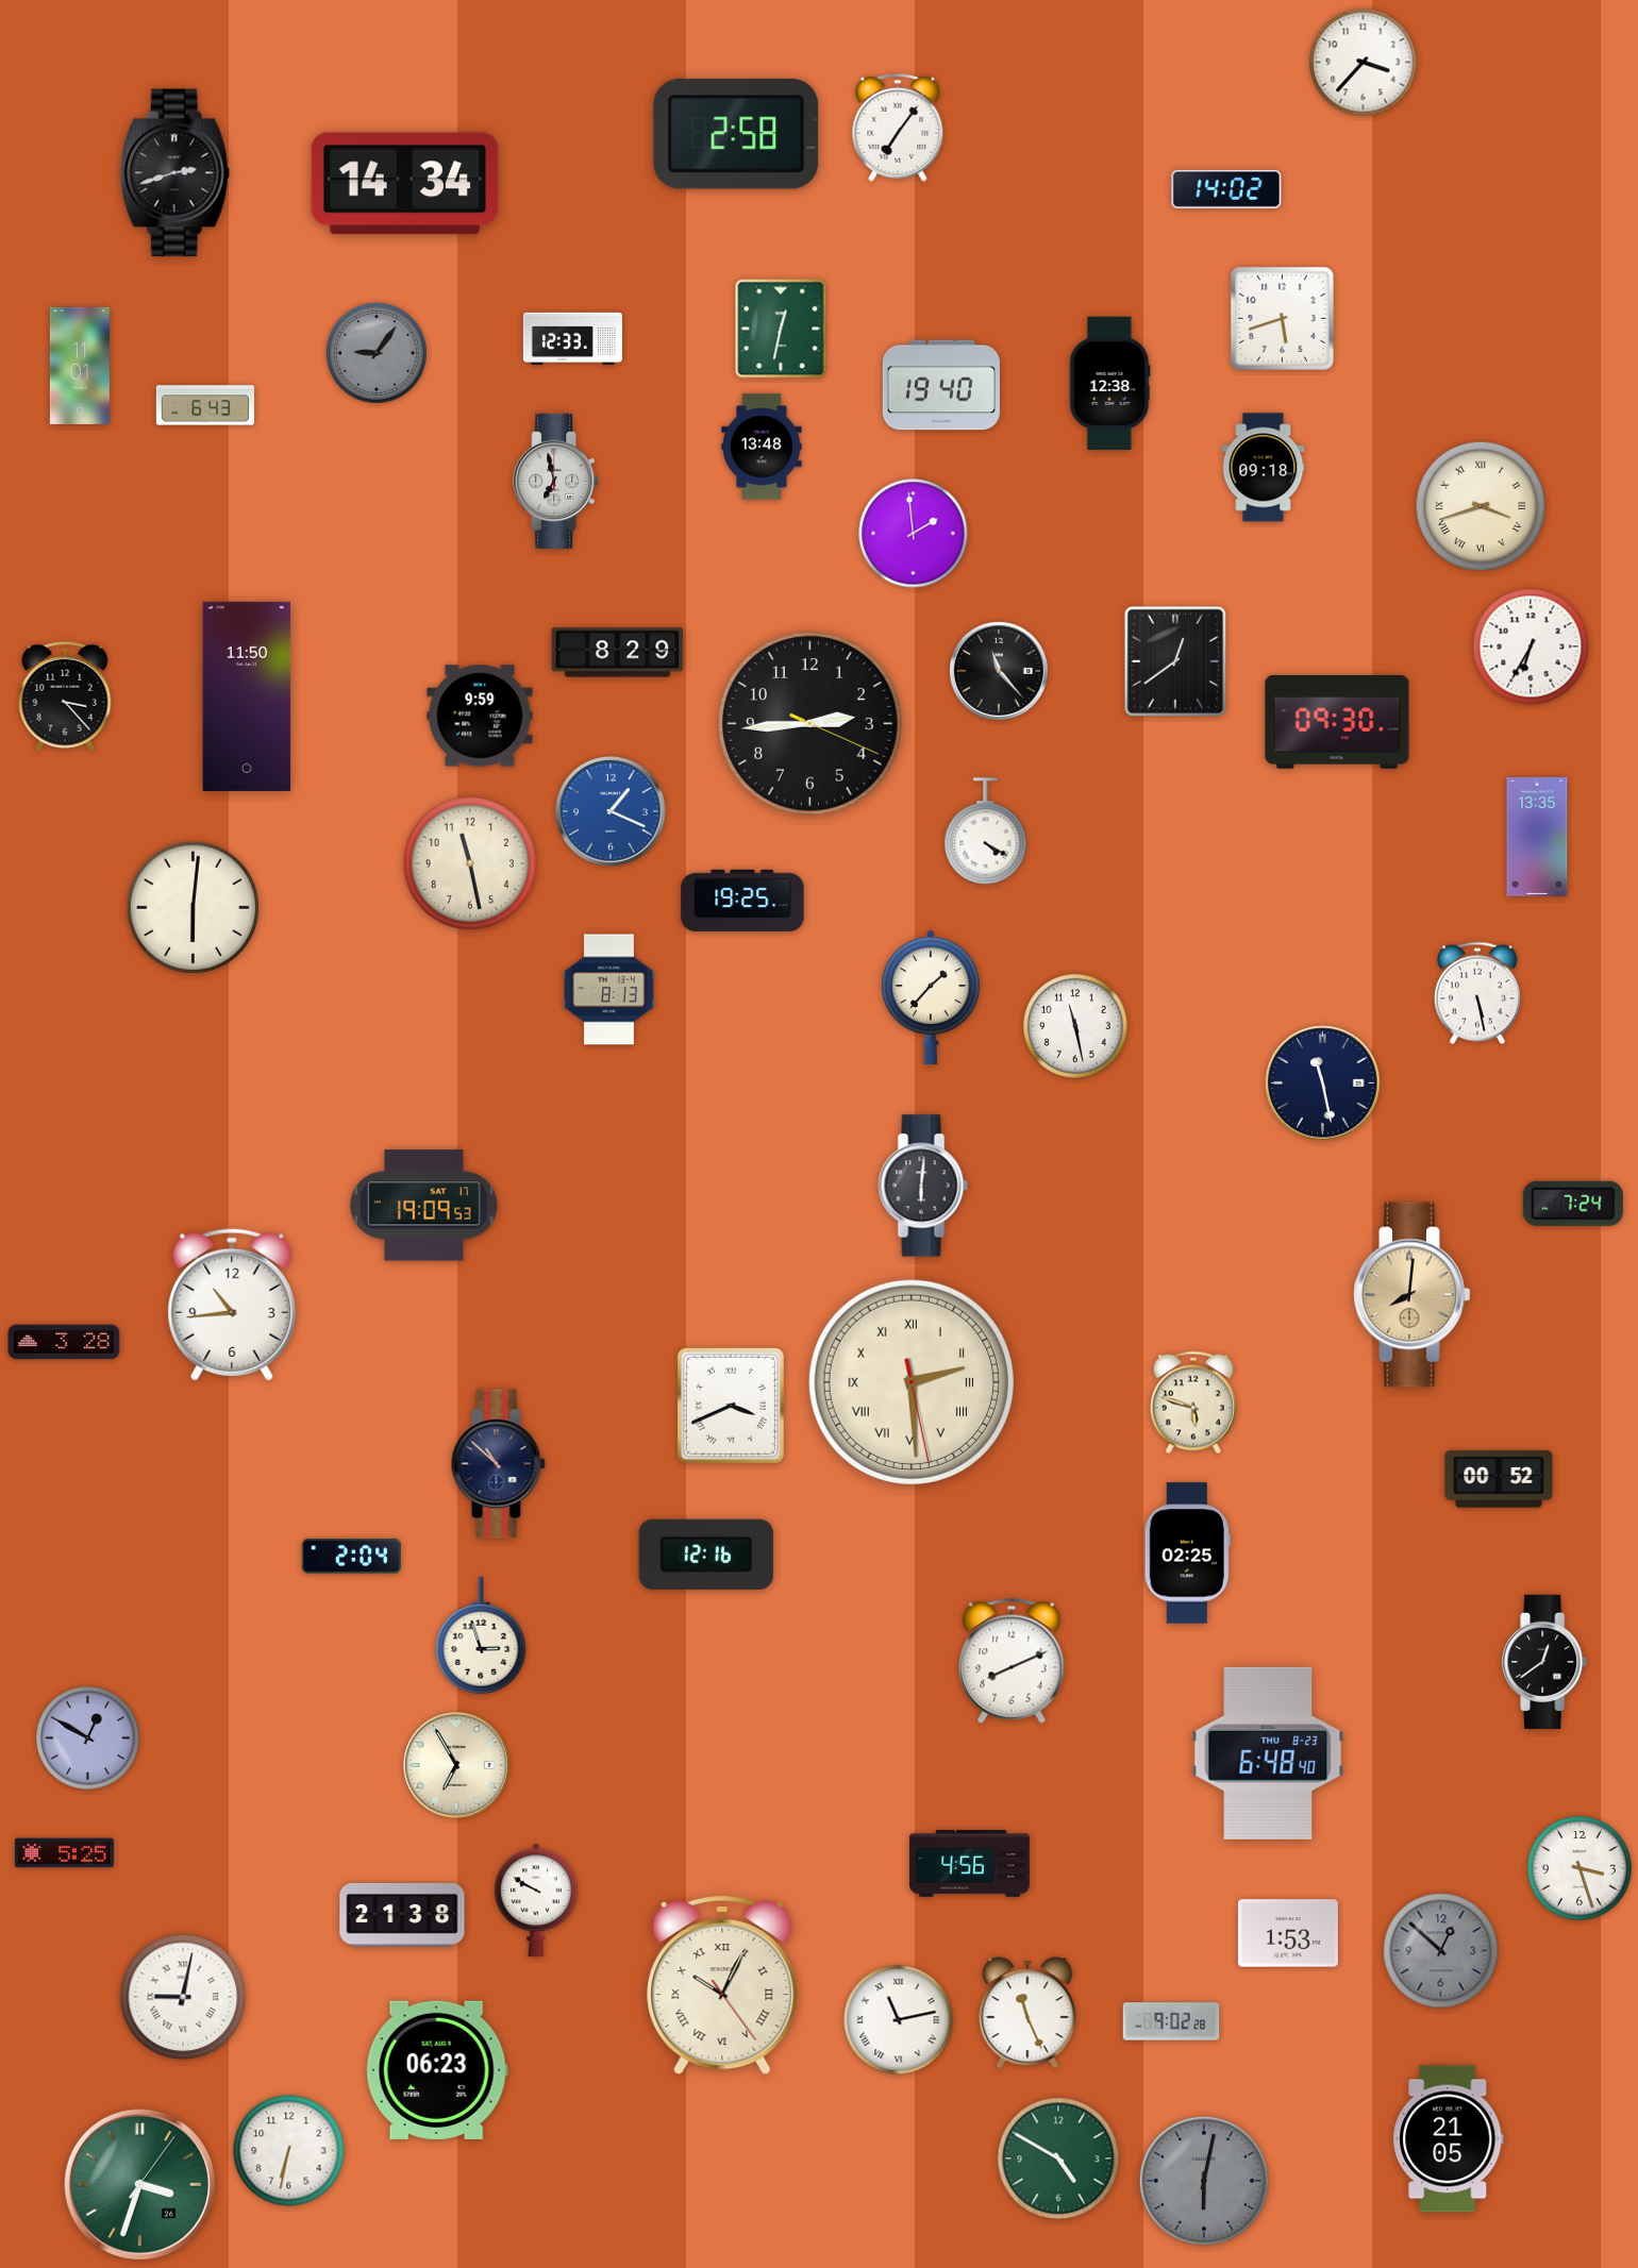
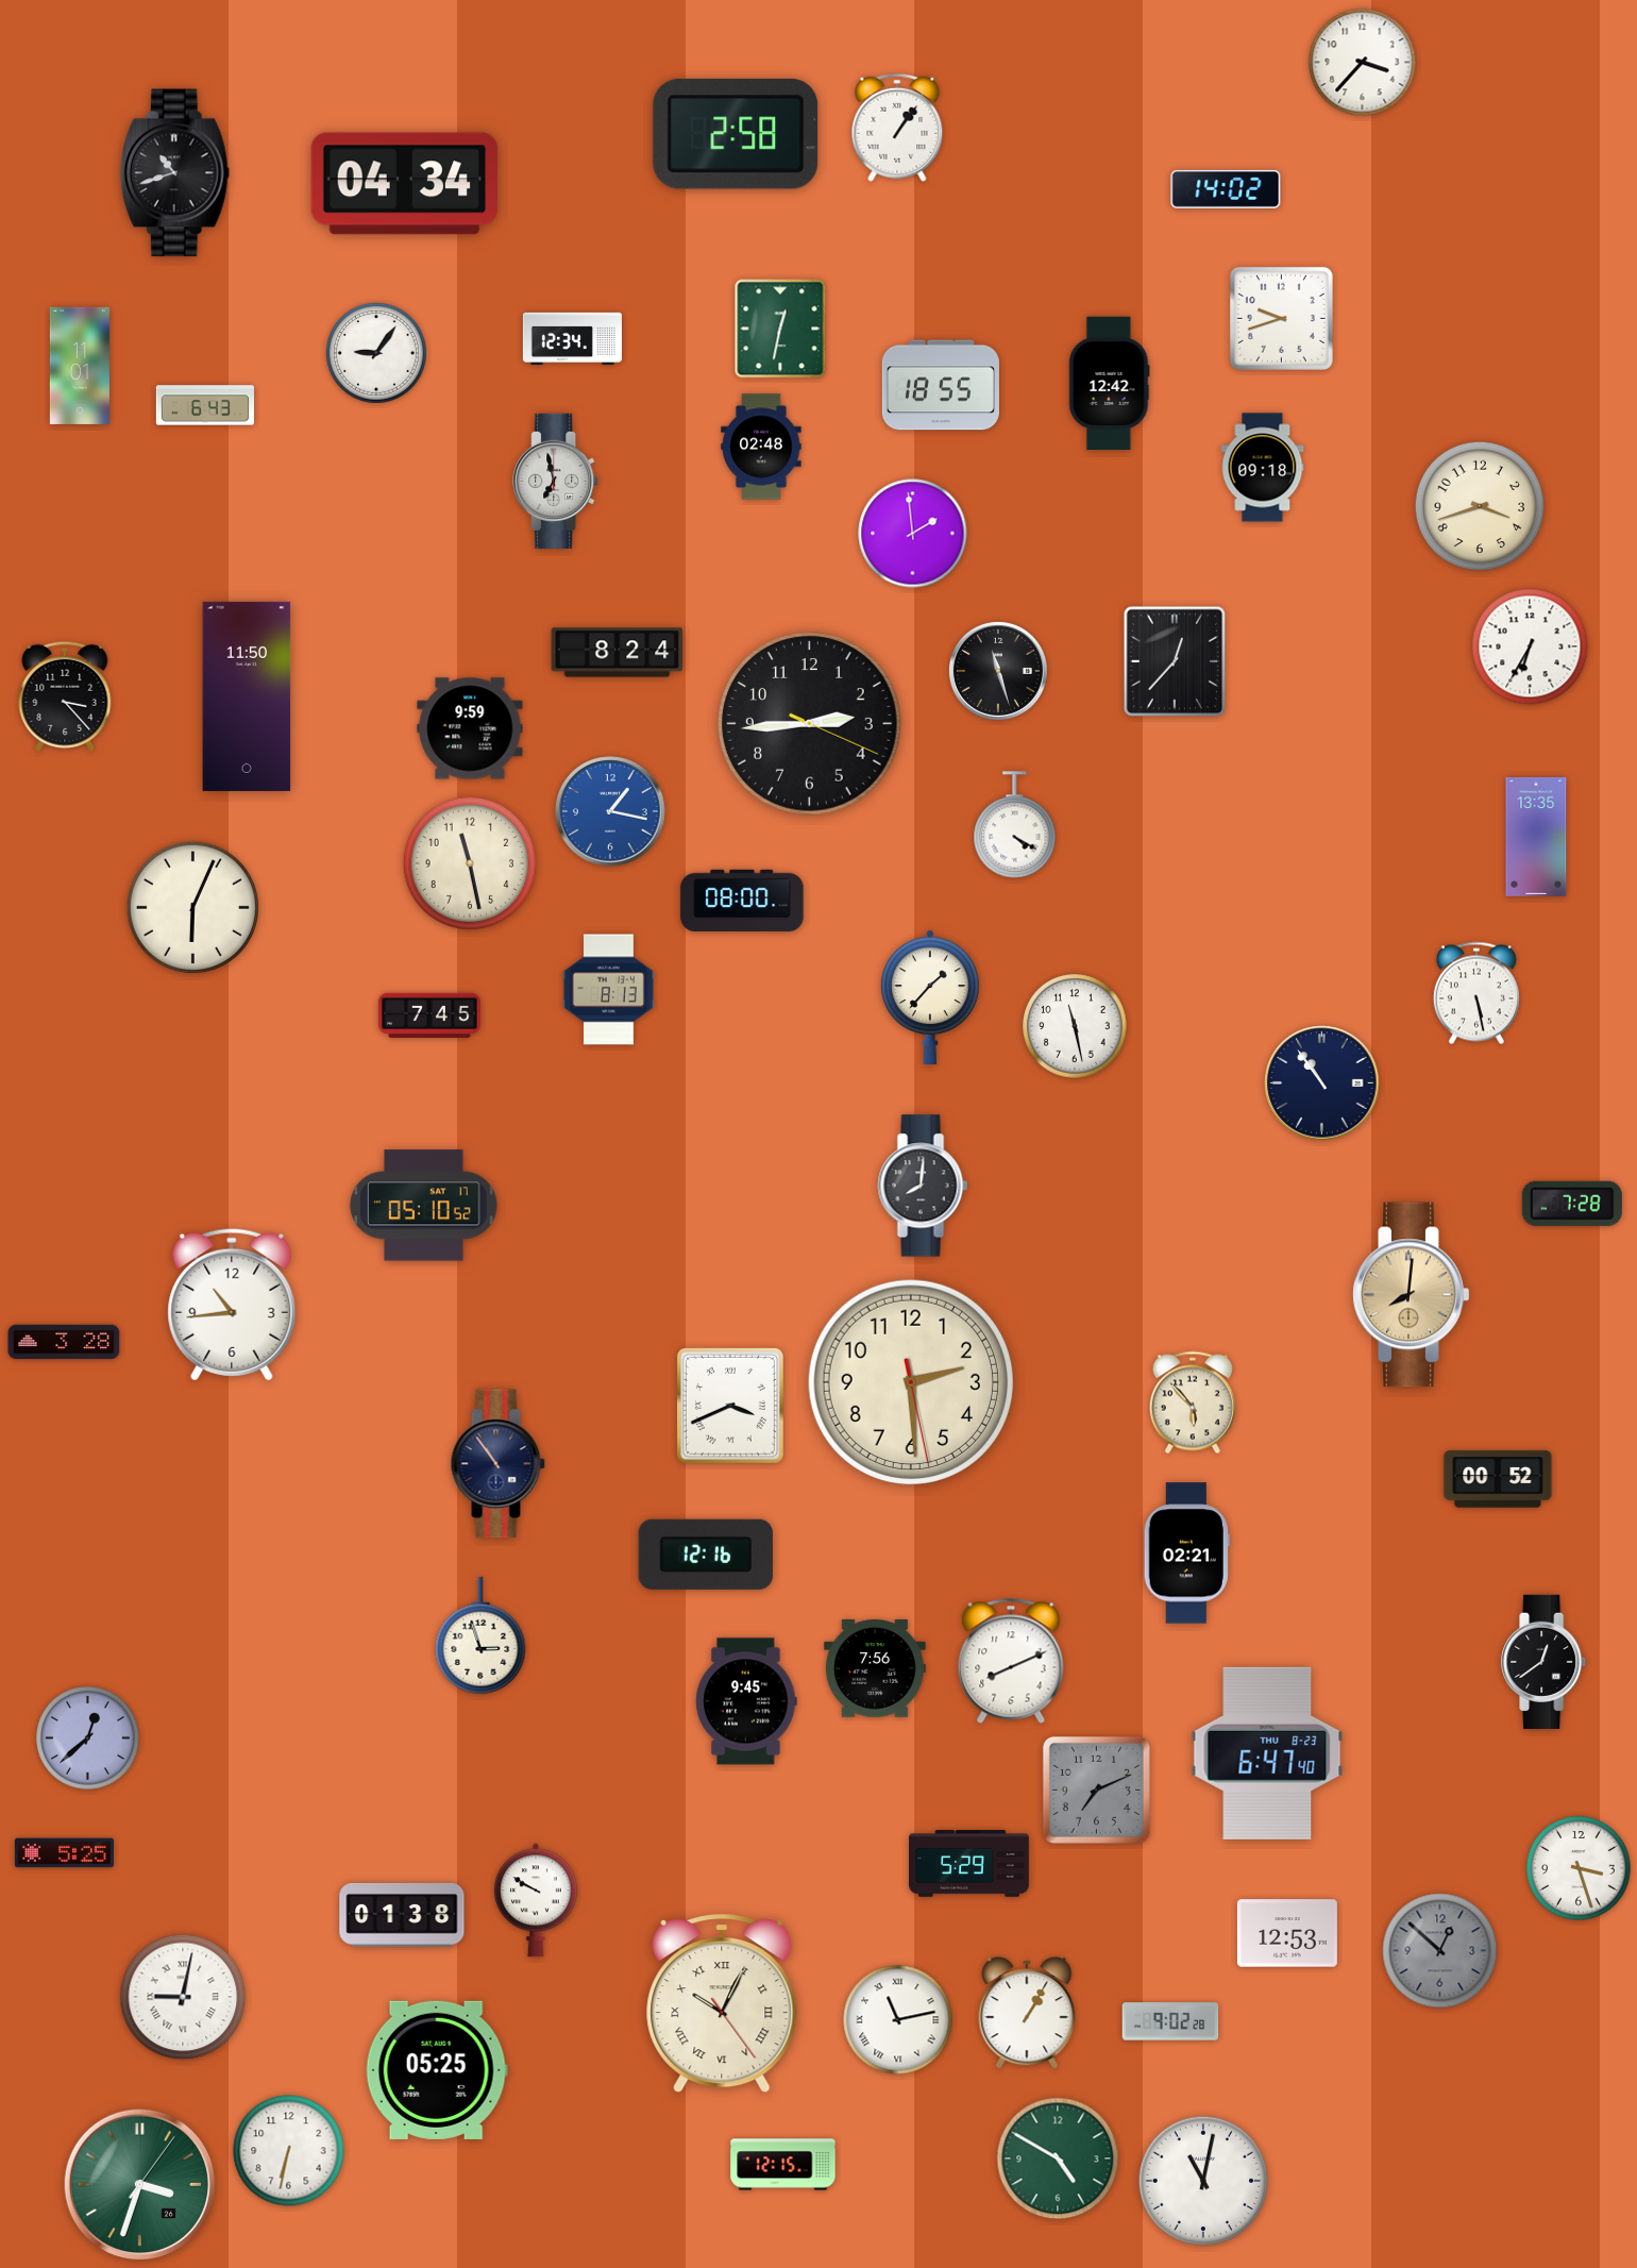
clock at (898, 128): 7:06 -> 1:06
clock at (174, 173): 2:42 -> 10:42
clock at (405, 184): 14:34 -> 04:34
clock at (1282, 318): 5:42 -> 9:42
clock at (572, 338): 12:33 -> 12:34
clock at (378, 354) dial: grey -> white
clock at (1110, 384): 12:38 -> 12:42
clock at (941, 385): 19:40 -> 18:55
clock at (762, 447): 13:48 -> 02:48
clock at (1481, 506) numerals: Roman -> Arabic
clock at (618, 653): 8:29 -> 8:24
clock at (1175, 661): 12:39 -> 12:37
clock at (999, 671): 11:23 -> 11:27
clock at (480, 716) position: (480, 716) -> (470, 728)
clock at (1337, 722): 09:30 -> none
clock at (611, 811): 1:19 -> 1:17
clock at (986, 831) position: (986, 831) -> (1015, 825)
clock at (742, 901): 19:25 -> 08:00
clock at (193, 907): 6:01 -> 6:04
clock at (431, 1015): none -> 7:45
clock at (1323, 1083): 11:28 -> 10:54
clock at (923, 1186): 6:01 -> 8:01
clock at (1573, 1204): 7:24 -> 7:28
clock at (424, 1206): 19:09 -> 05:10
clock at (910, 1381) numerals: Roman -> Arabic
clock at (1193, 1402): 5:48 -> 5:53
clock at (498, 1464): 10:52 -> 10:54
clock at (1187, 1553): 02:25 -> 02:21
clock at (351, 1557): 2:04 -> none
clock at (876, 1669): none -> 7:56
clock at (746, 1701): none -> 9:45
clock at (88, 1738): 12:50 -> 12:38
clock at (1268, 1753): 6:48 -> 6:47
clock at (457, 1766): 6:55 -> none
clock at (1096, 1790): none -> 7:11
clock at (970, 1864): 4:56 -> 5:29
clock at (402, 1915): 21:38 -> 01:38
clock at (1288, 1933): 1:53 -> 12:53
clock at (722, 1986) position: (722, 1986) -> (722, 2004)
clock at (1027, 2013): 11:26 -> 1:05
clock at (437, 2070): 06:23 -> 05:25
clock at (1449, 2139): 21:05 -> none
clock at (783, 2165): none -> 12:15
clock at (1204, 2181): 6:02 -> 11:02
clock at (1204, 2181) dial: grey -> white
